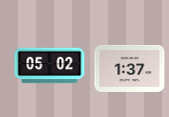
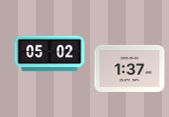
clock at (50, 66) position: (50, 66) -> (50, 54)
